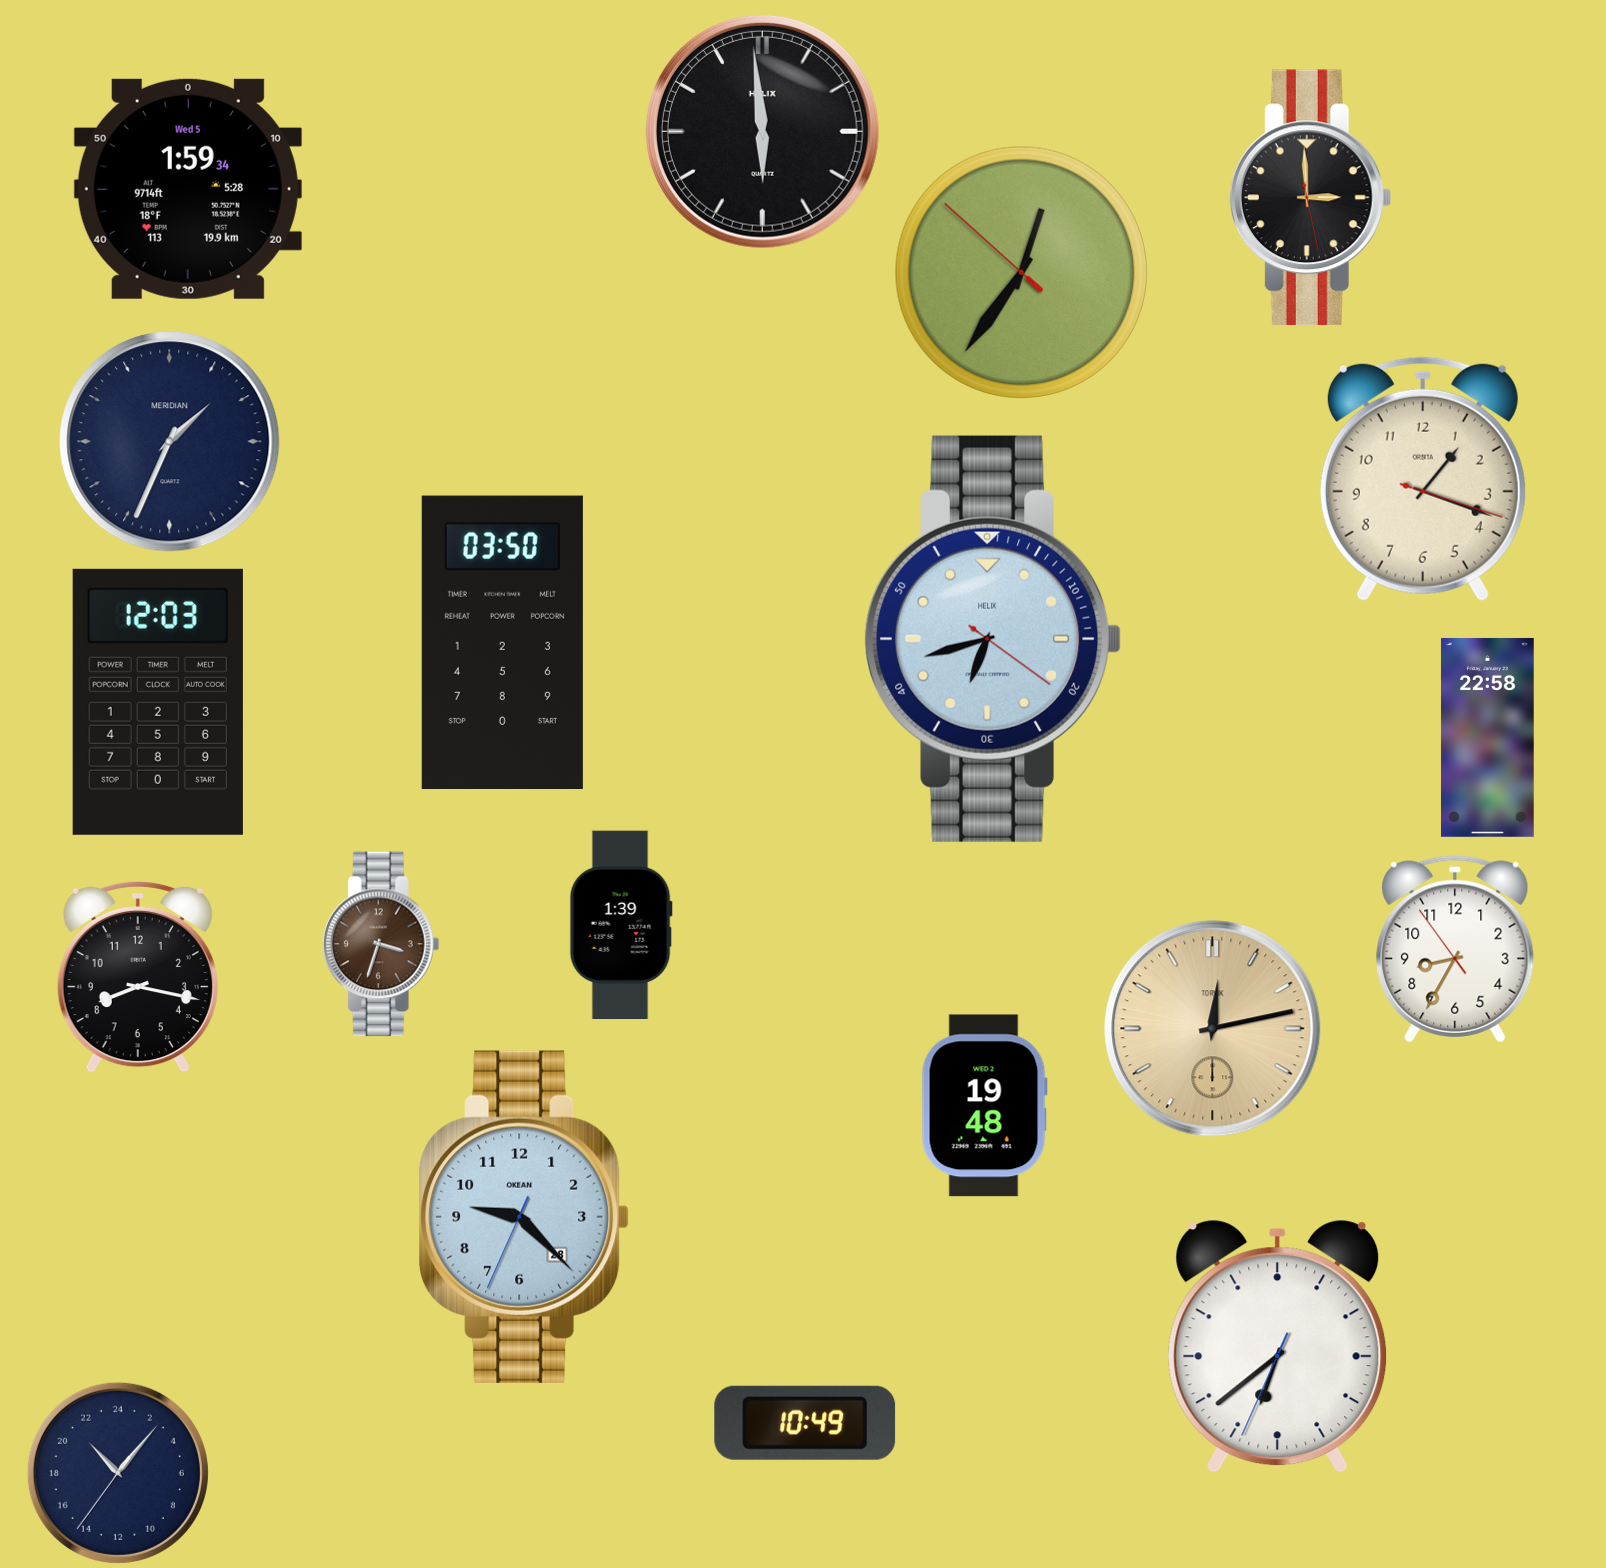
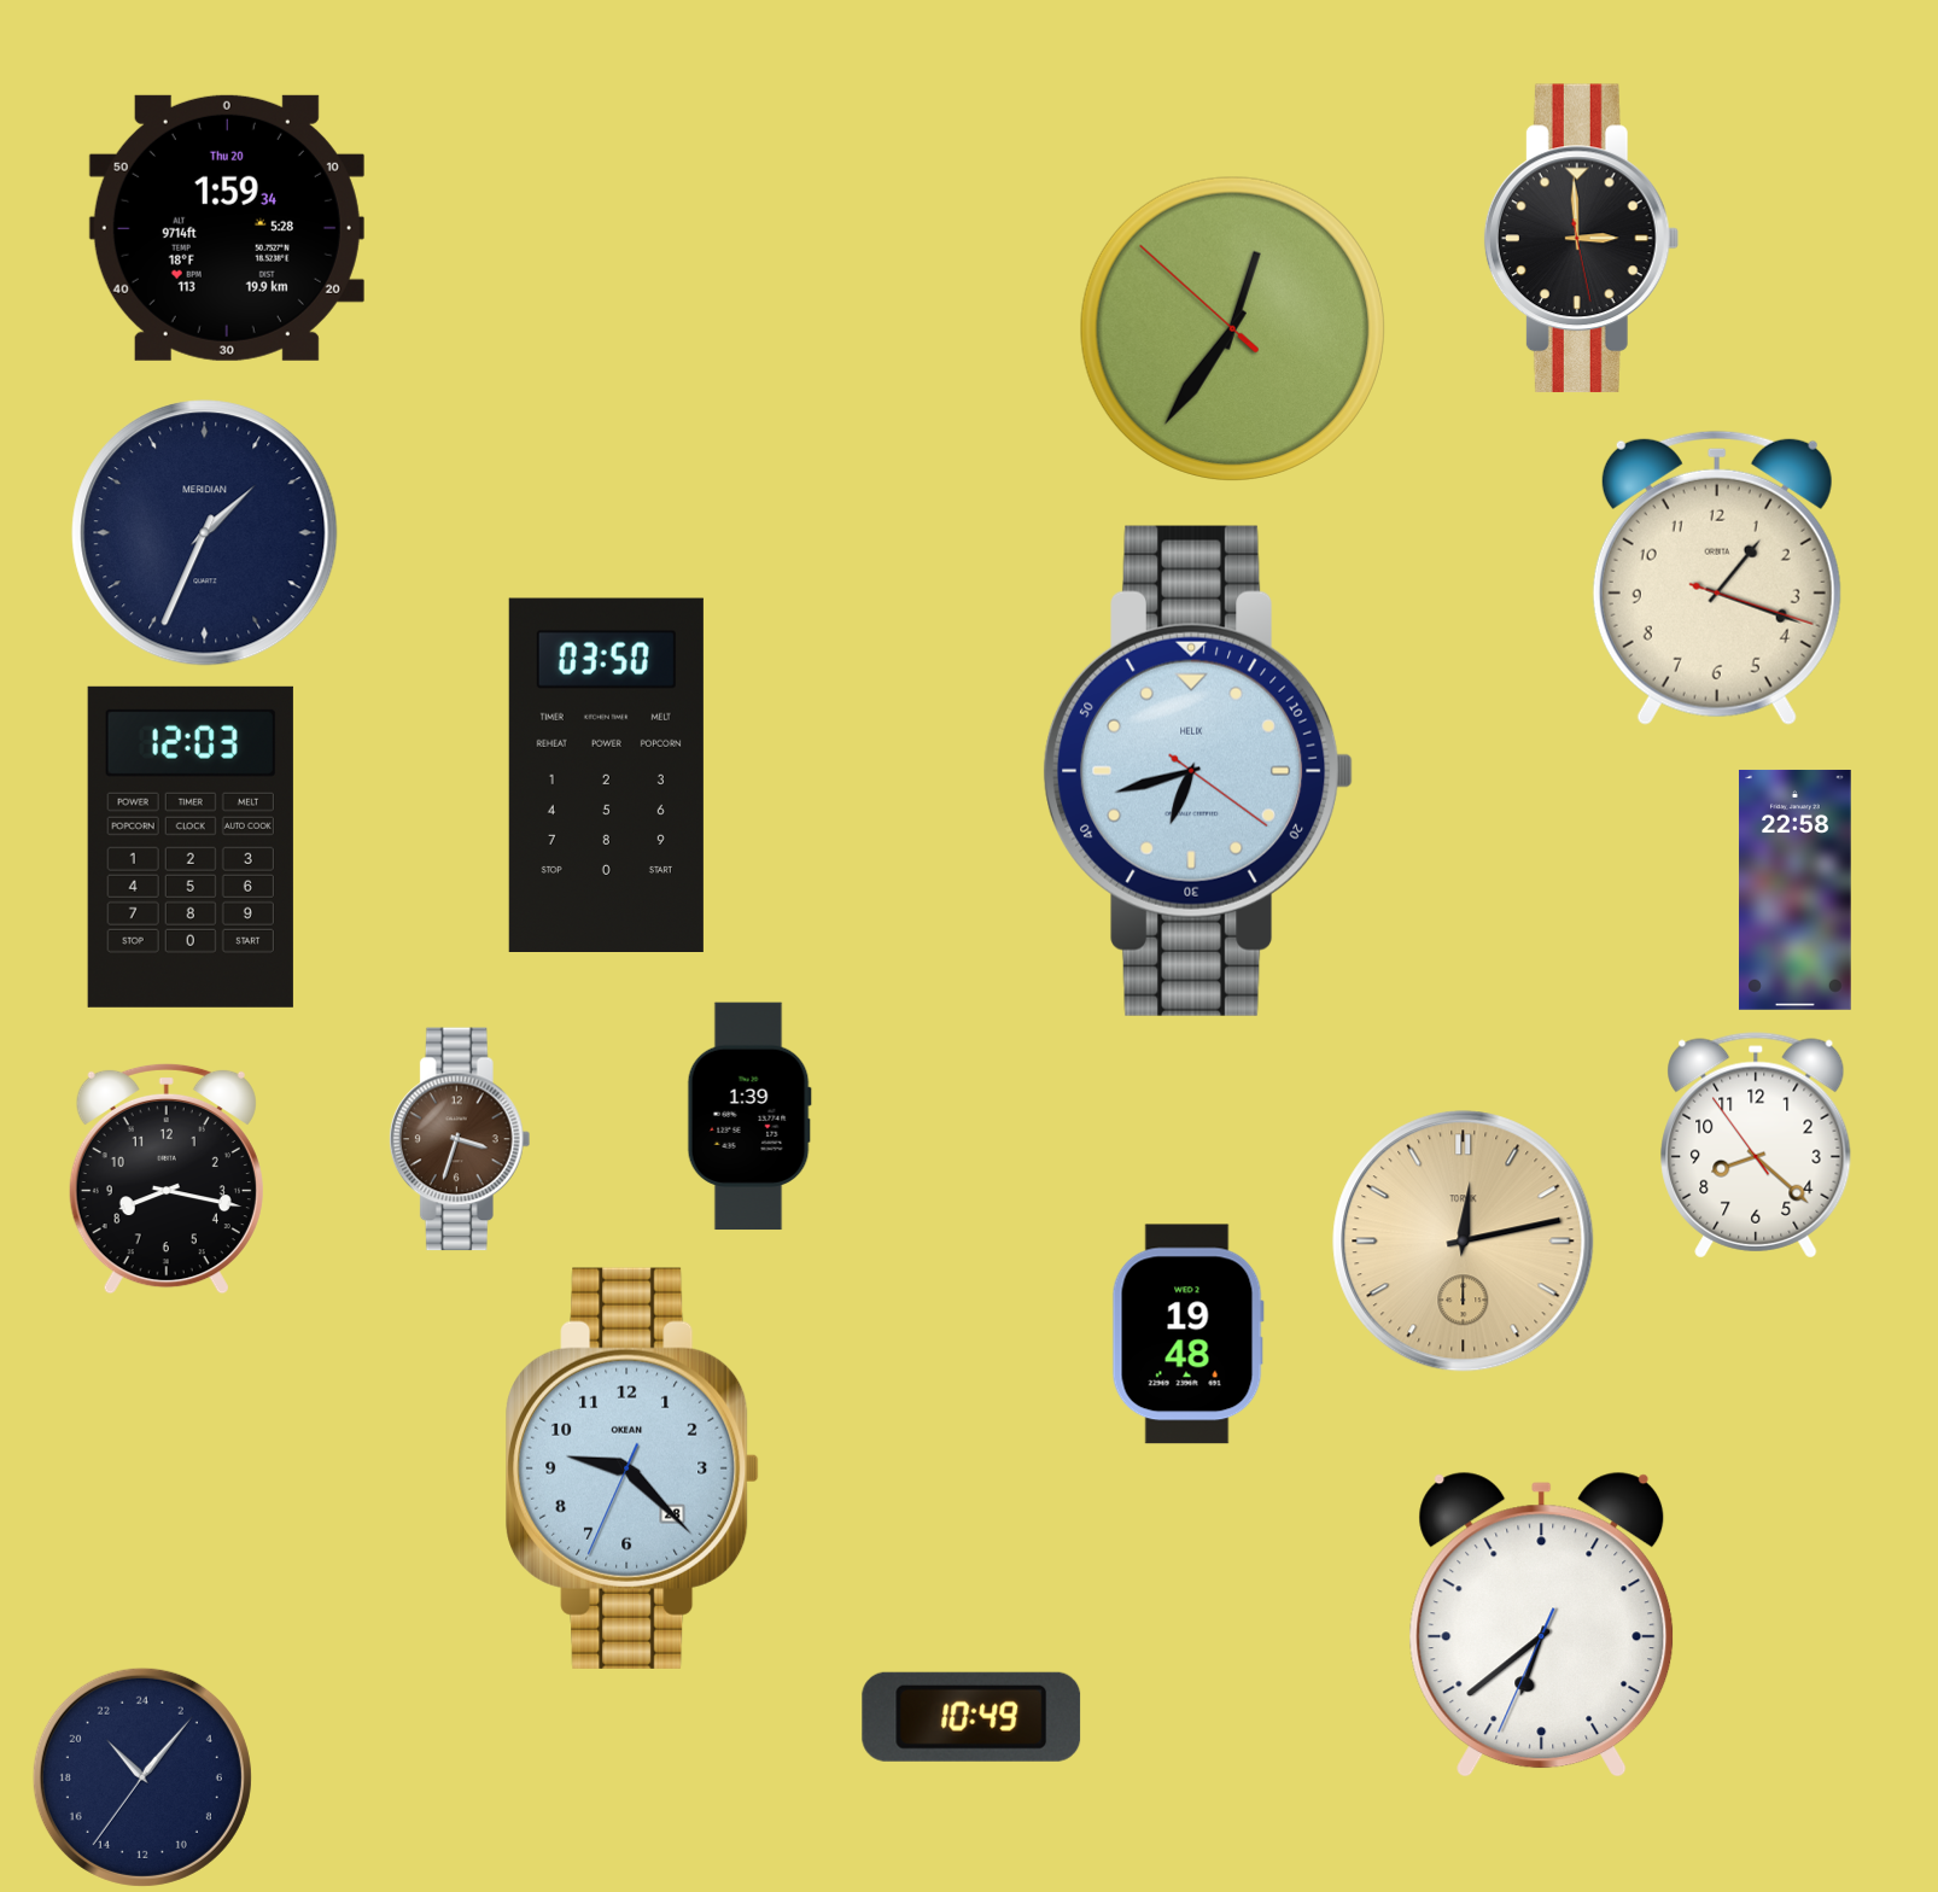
clock at (762, 131): 5:59 -> none
clock at (188, 189) date: Wed 5 -> Thu 20
clock at (1455, 949): 8:34 -> 8:21
